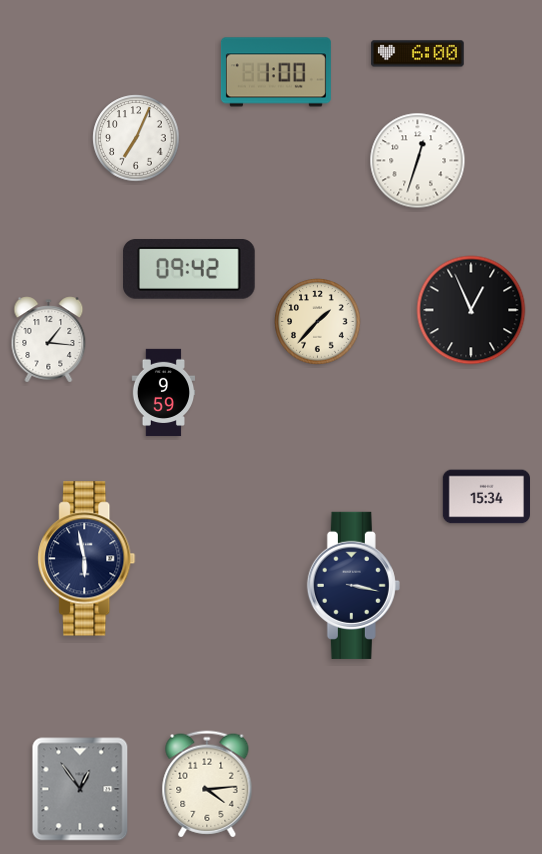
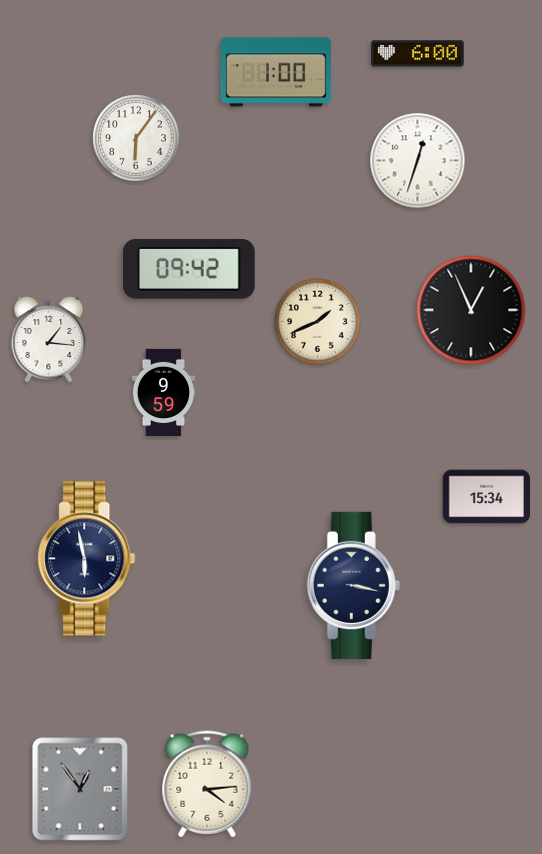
clock at (136, 138): 7:04 -> 6:06
clock at (318, 322): 1:37 -> 1:41
